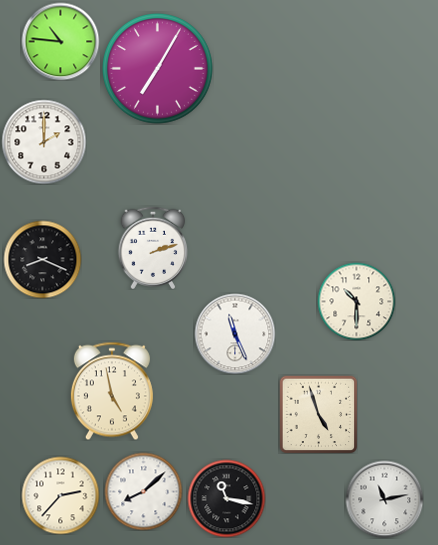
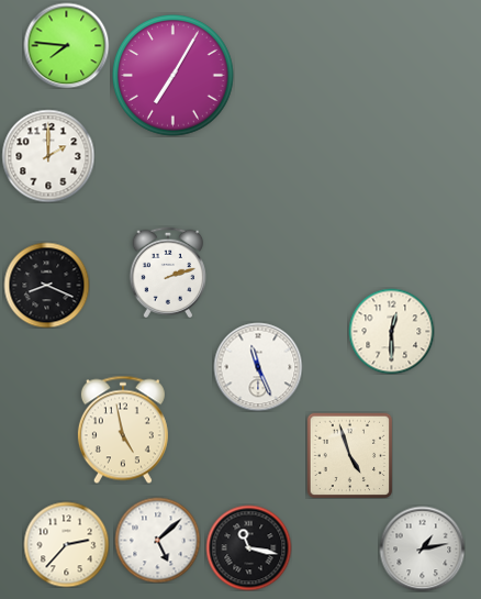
clock at (60, 41): 10:46 -> 7:46
clock at (356, 301): 10:30 -> 12:30
clock at (143, 491): 8:08 -> 5:08
clock at (384, 499): 11:13 -> 1:13
